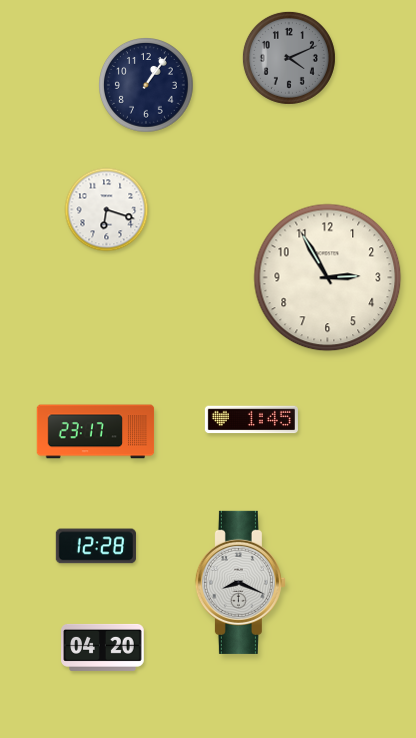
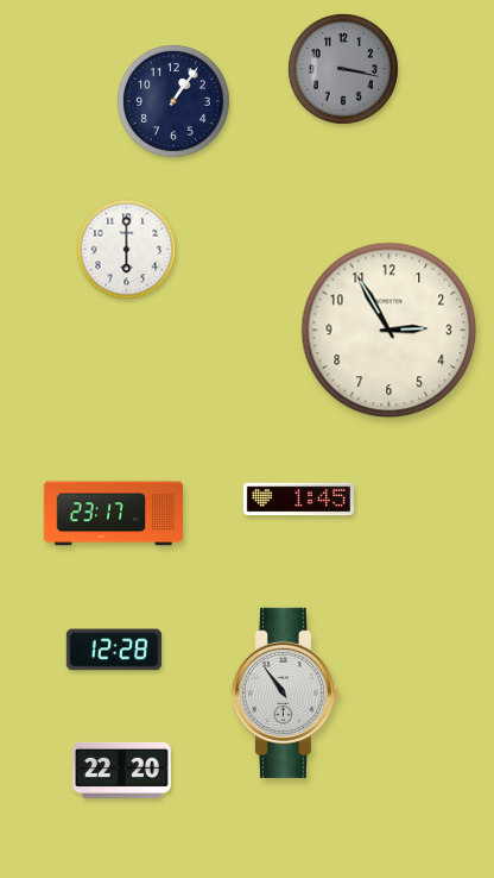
clock at (289, 58): 4:11 -> 3:17
clock at (107, 210): 6:18 -> 6:00
clock at (240, 582): 8:19 -> 10:54
clock at (103, 647): 04:20 -> 22:20
